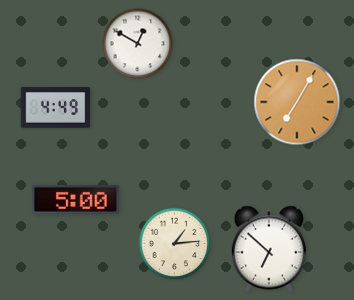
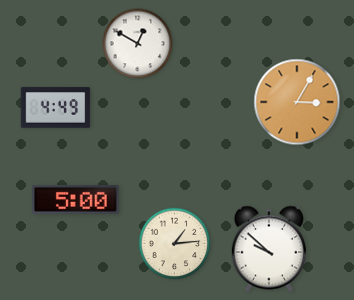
clock at (297, 102): 7:05 -> 3:05
clock at (269, 249): 6:52 -> 9:52
